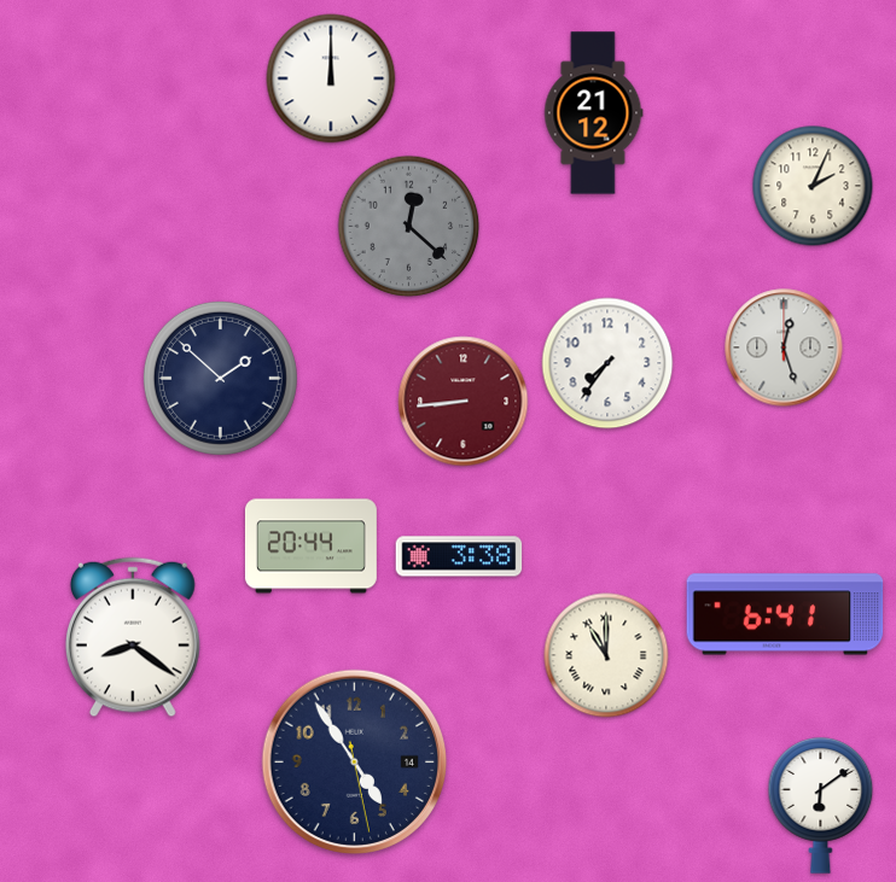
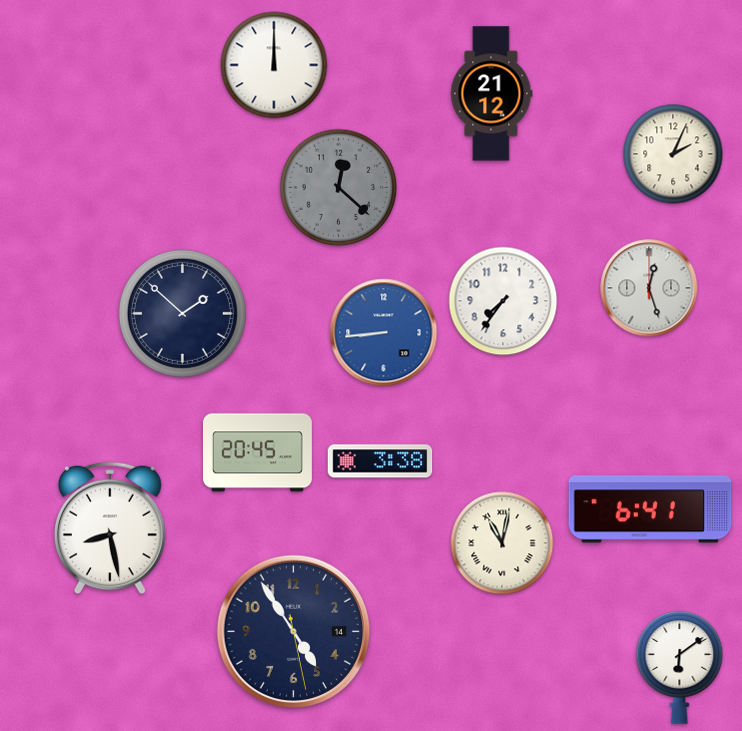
clock at (464, 402) dial: burgundy -> blue
clock at (310, 547): 20:44 -> 20:45
clock at (133, 637): 8:21 -> 8:28
clock at (606, 655): 11:00 -> 11:02
